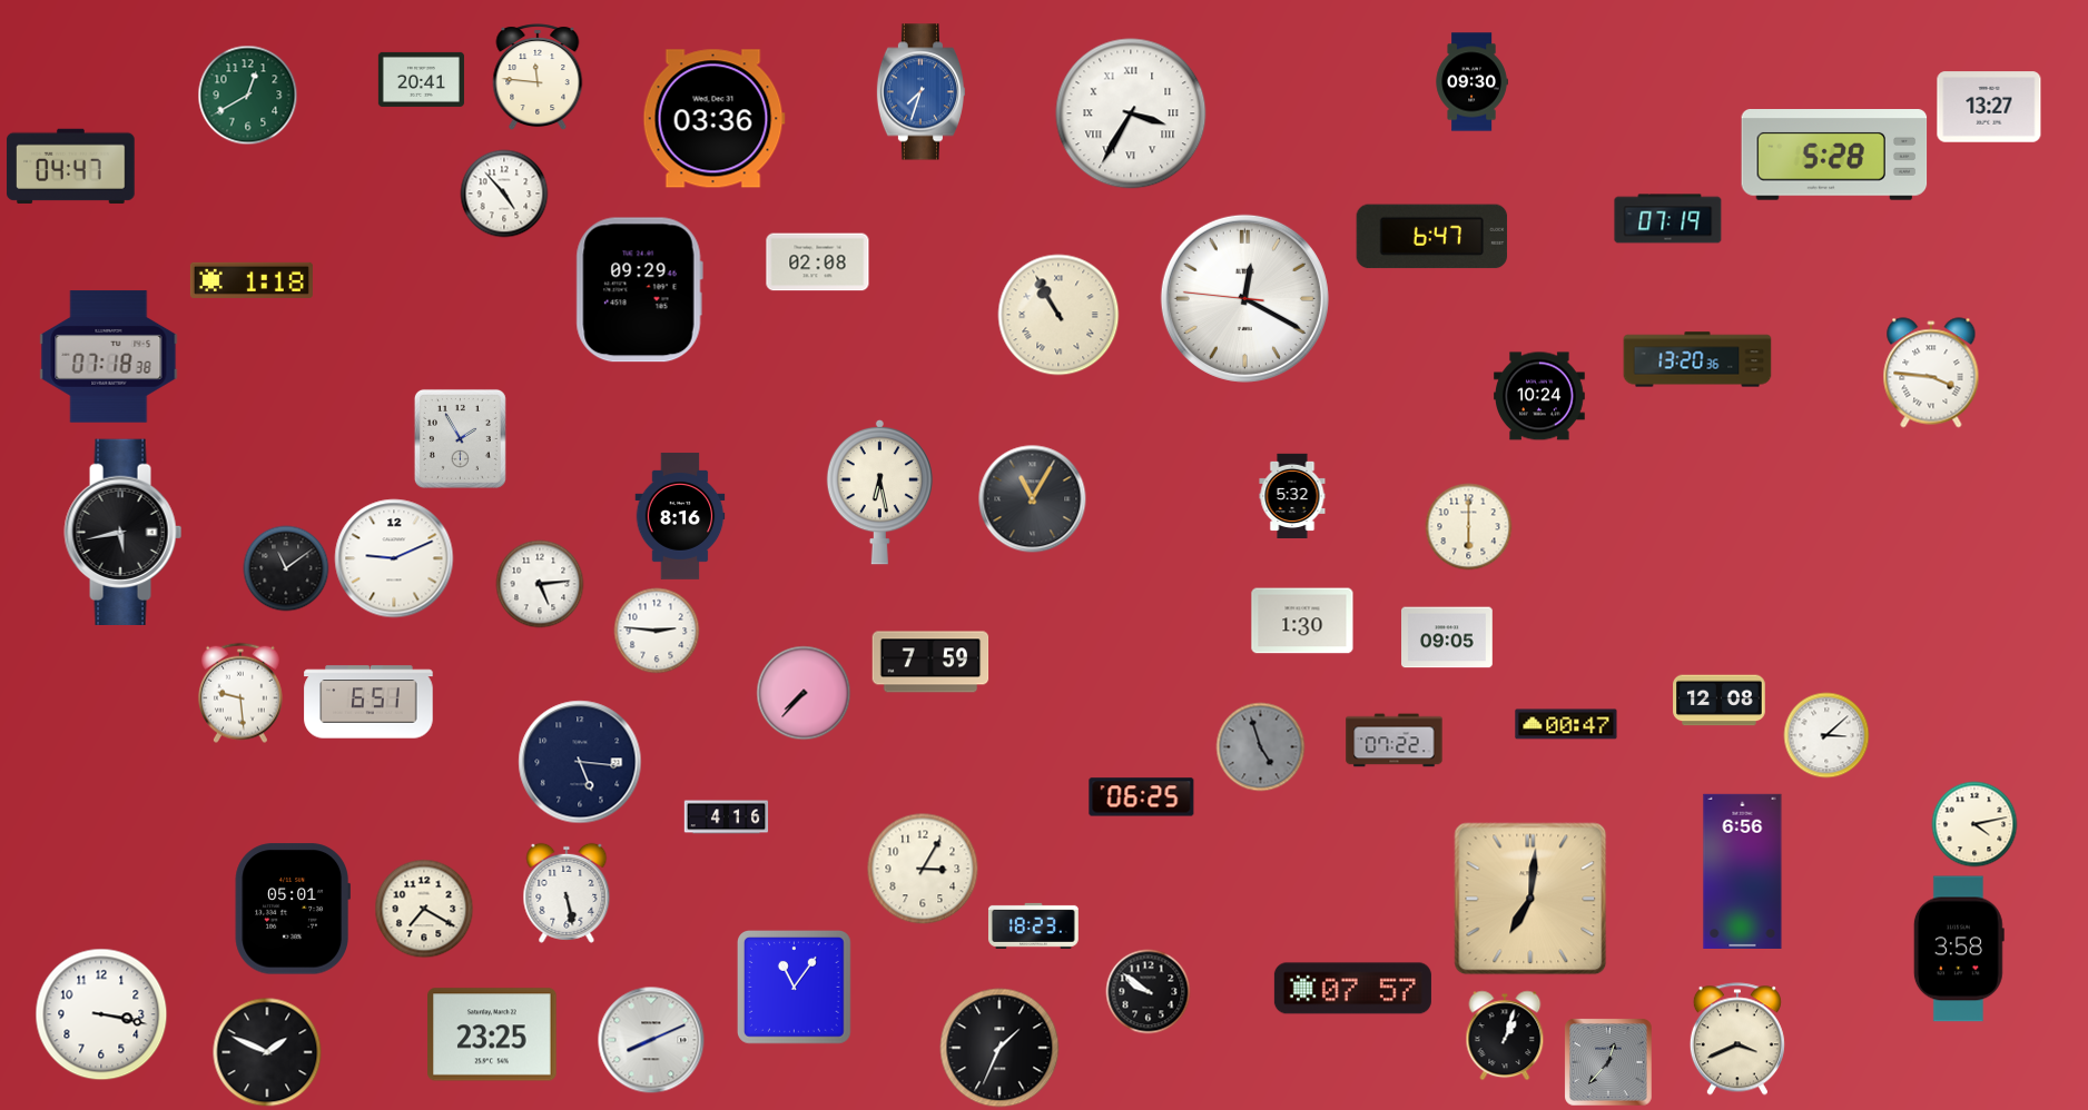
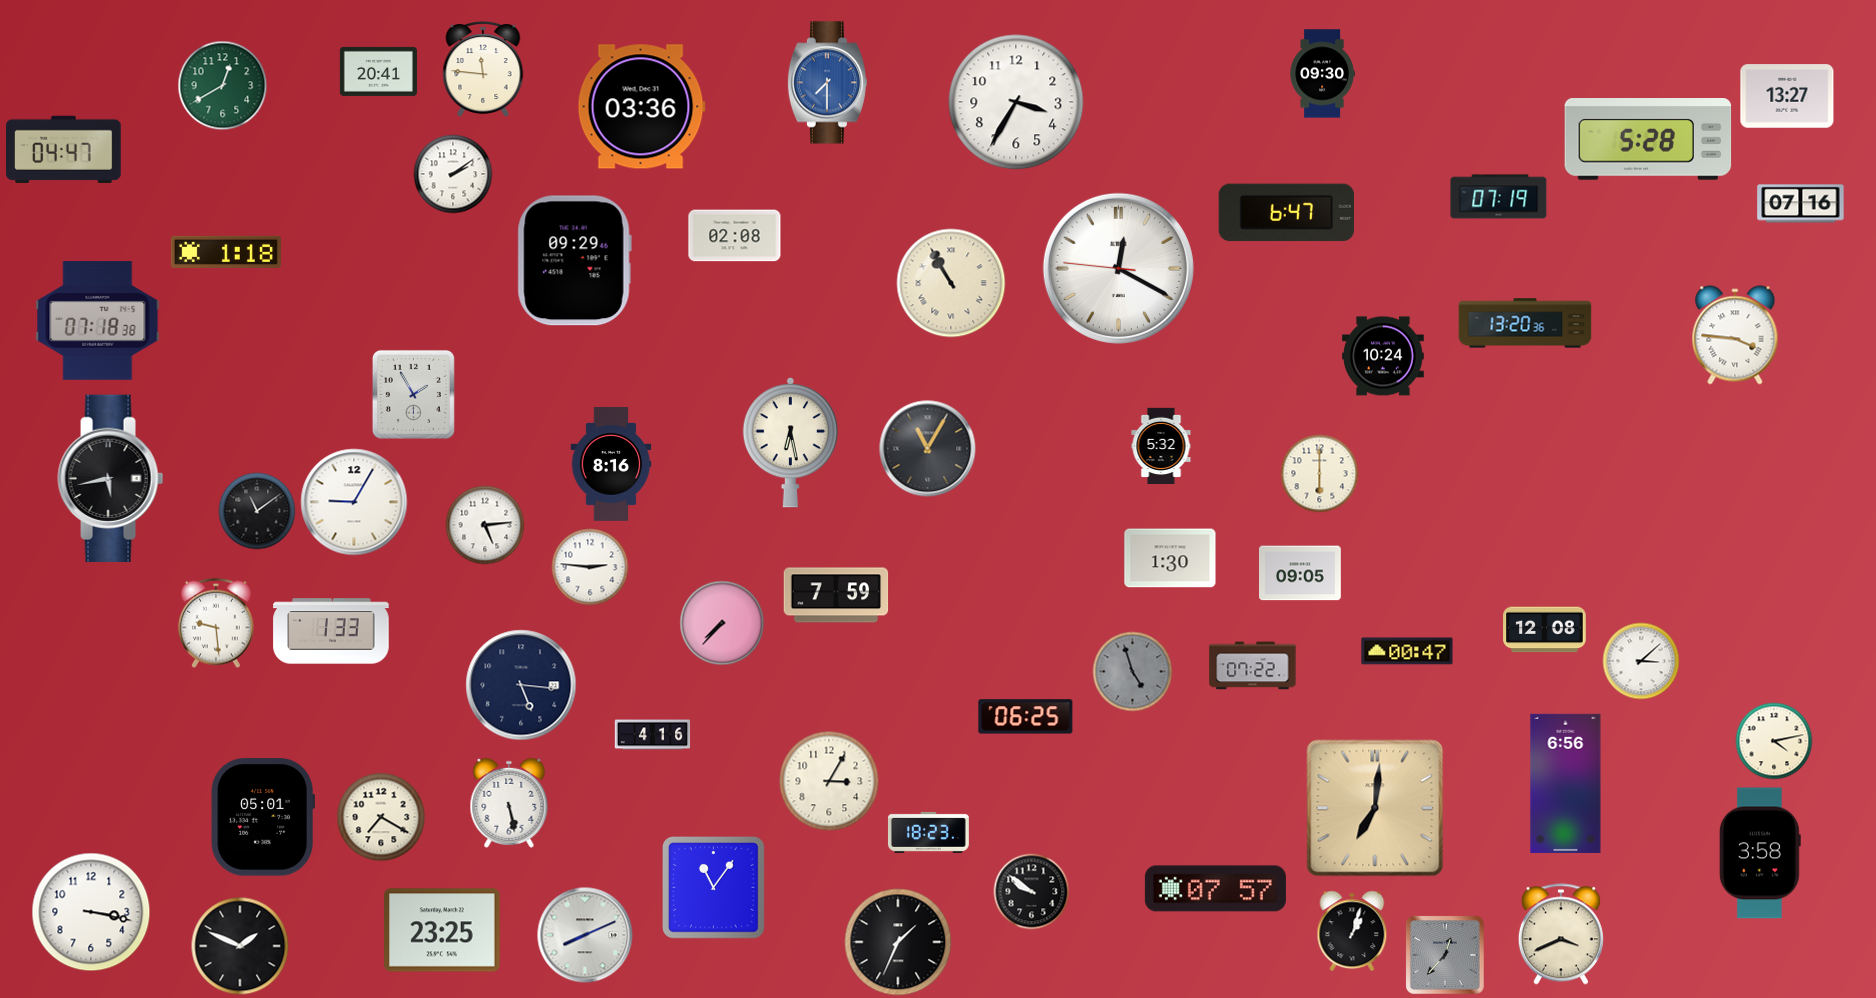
clock at (920, 92): 7:33 -> 7:30
clock at (1131, 113) numerals: Roman -> Arabic
clock at (504, 194): 4:53 -> 2:09
clock at (1801, 204): none -> 07:16
clock at (394, 558): 9:11 -> 9:05
clock at (368, 702): 6:51 -> 1:33
